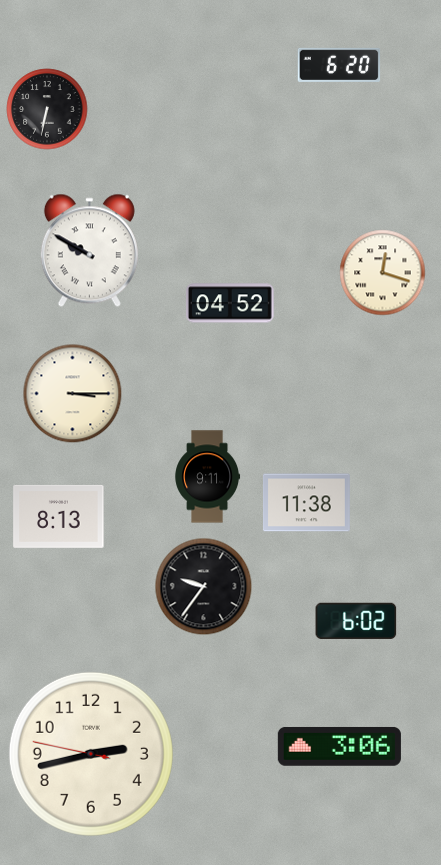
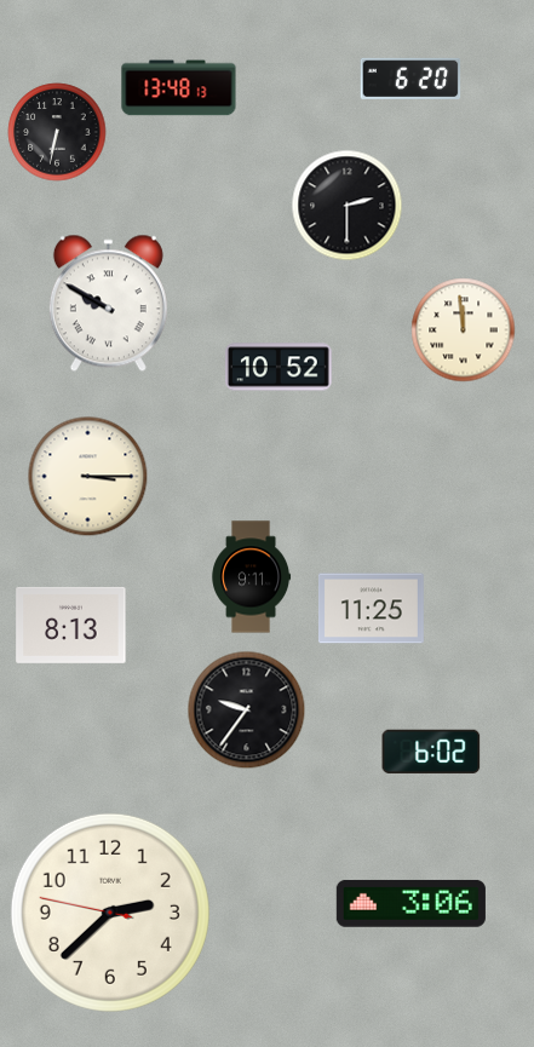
clock at (179, 88): none -> 13:48
clock at (348, 206): none -> 2:30
clock at (383, 273): 12:18 -> 11:59
clock at (230, 303): 04:52 -> 10:52
clock at (306, 503): 11:38 -> 11:25
clock at (91, 754): 2:42 -> 2:37
